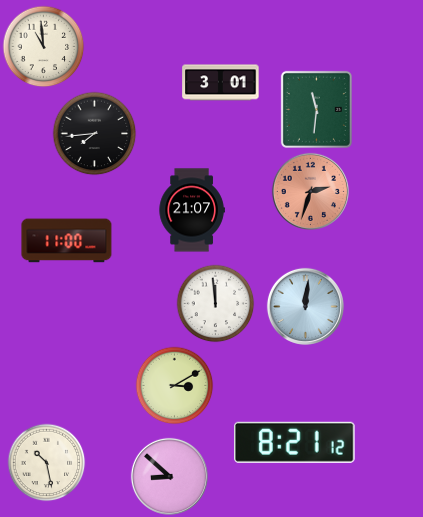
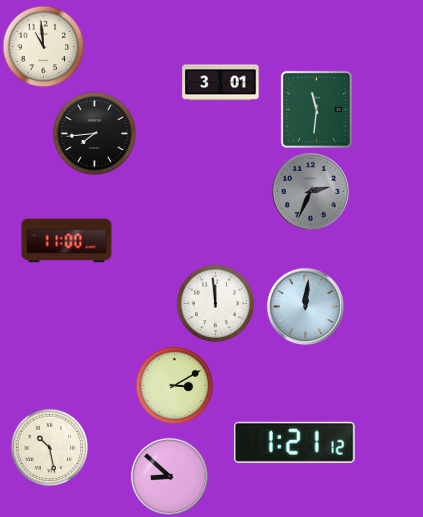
clock at (310, 191): 2:33 -> 2:34
clock at (310, 191) dial: salmon -> grey
clock at (192, 210): 21:07 -> none
clock at (295, 442): 8:21 -> 1:21
clock at (46, 462) position: (46, 462) -> (49, 447)
